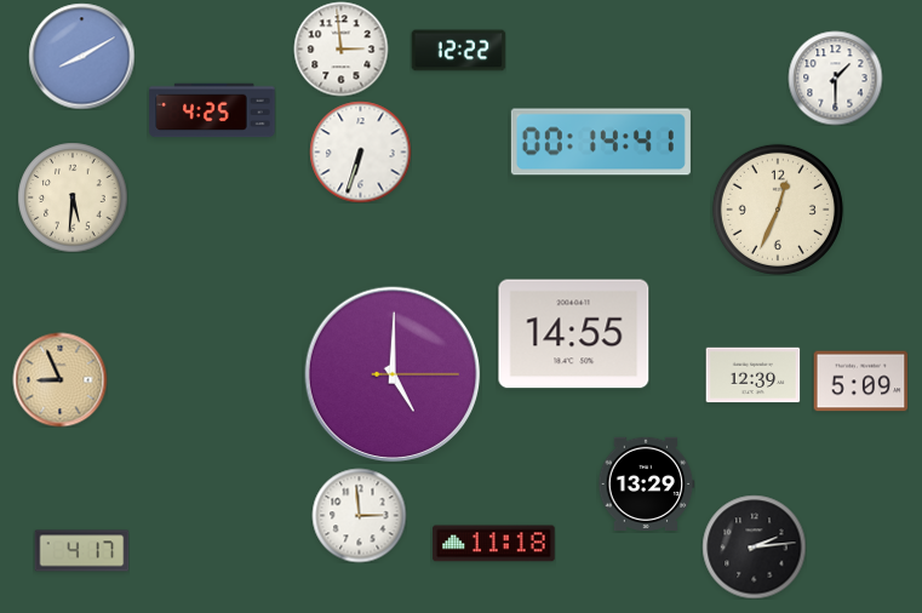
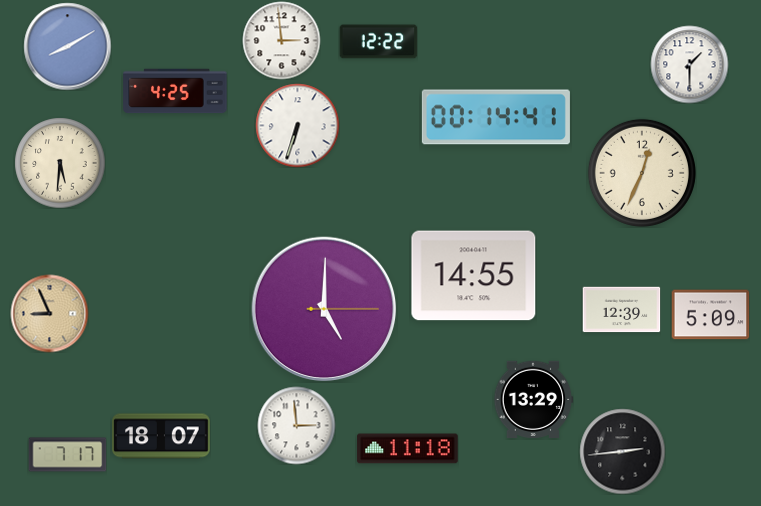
clock at (161, 436): none -> 18:07
clock at (754, 546): 2:14 -> 2:44
clock at (81, 551): 4:17 -> 7:17
